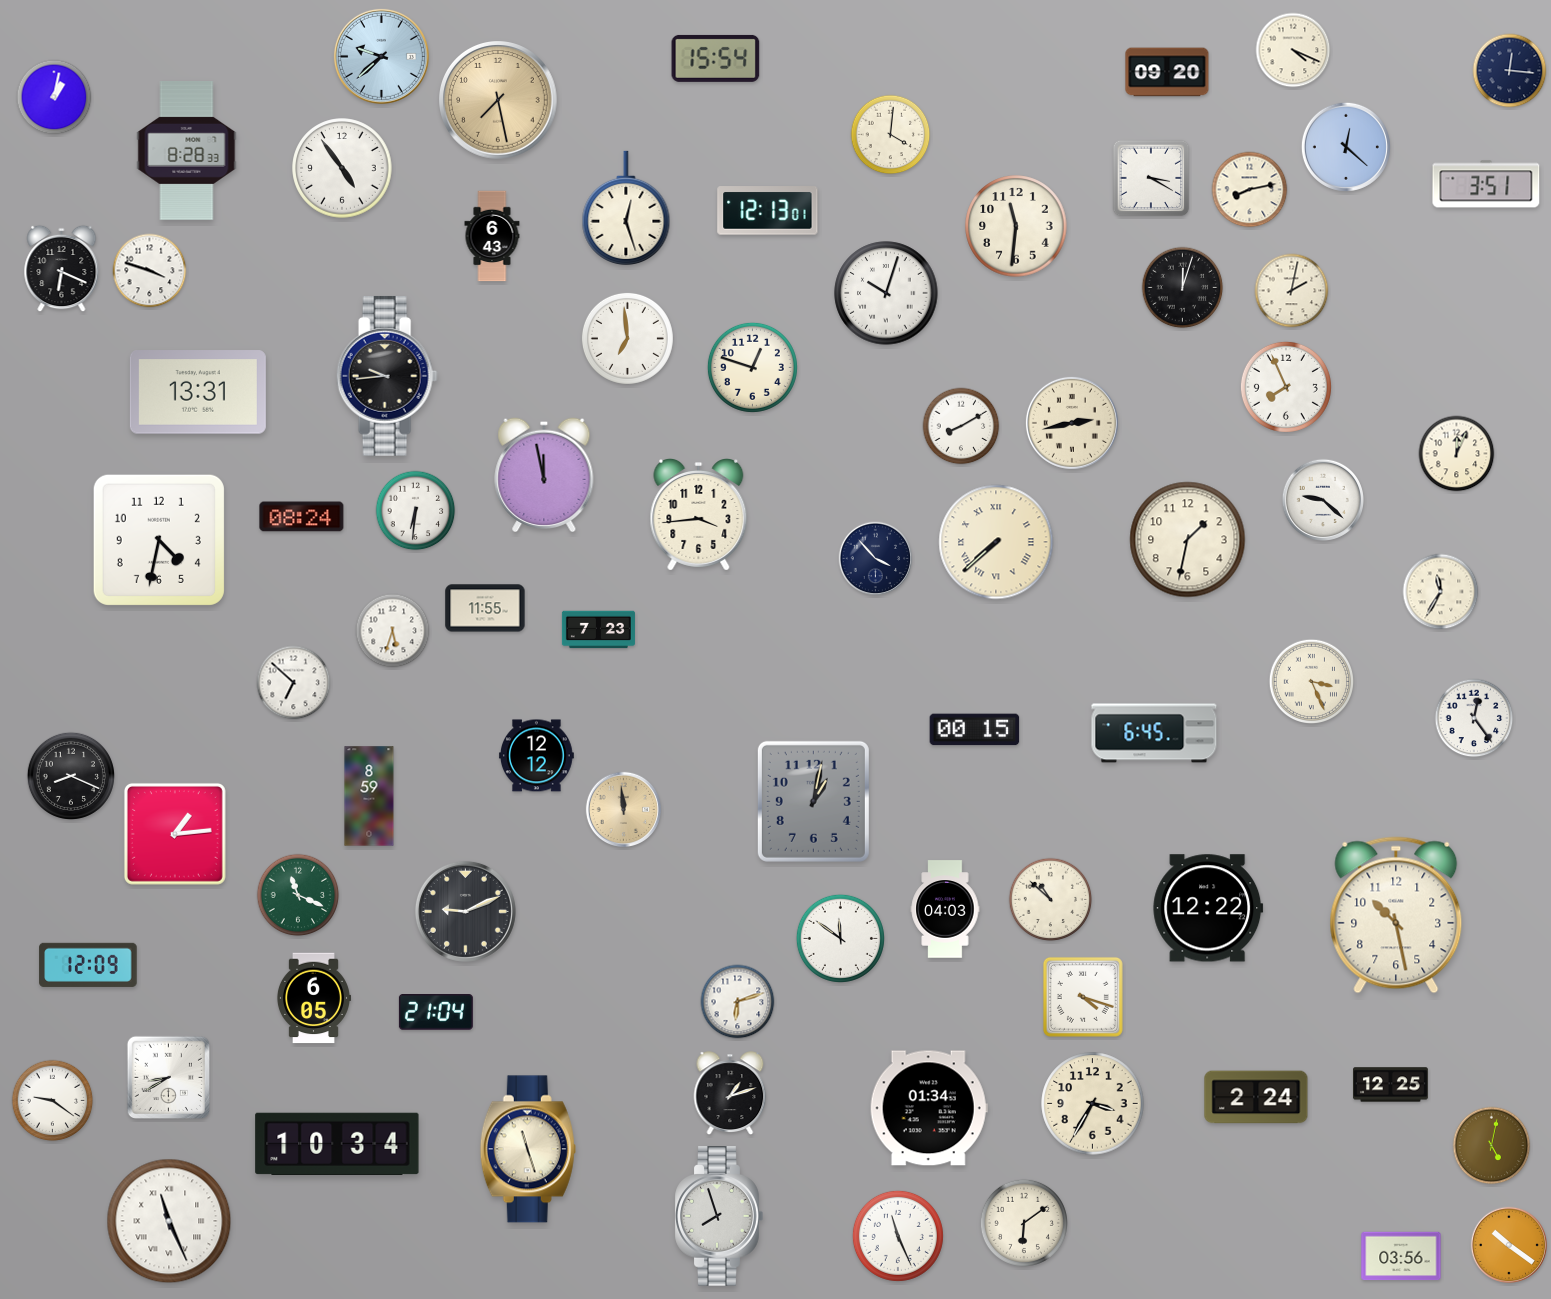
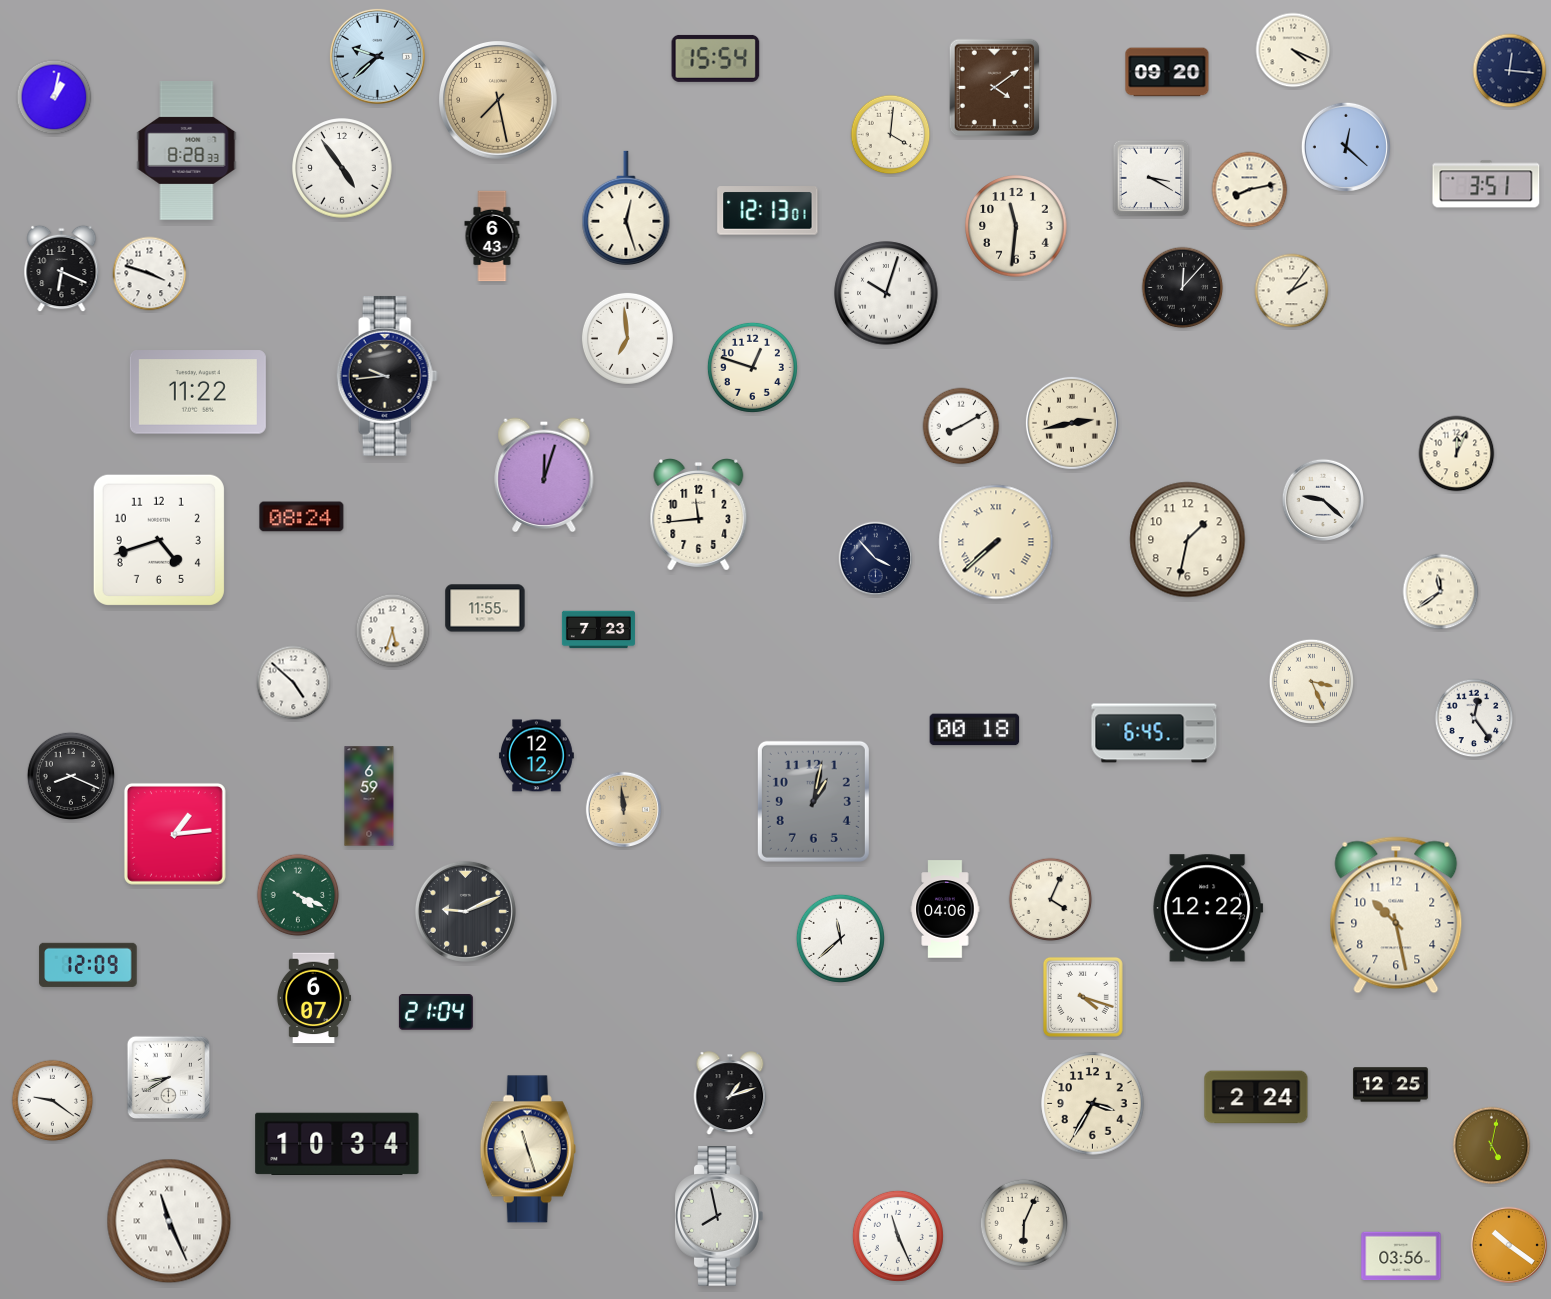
clock at (381, 56) position: (381, 56) -> (377, 56)
clock at (995, 88): none -> 4:09
clock at (150, 271) position: (150, 271) -> (150, 274)
clock at (1183, 288): 12:03 -> 12:07
clock at (1292, 291): 2:02 -> 2:06
clock at (1286, 387): 7:56 -> none
clock at (198, 392): 13:31 -> 11:22
clock at (544, 474): 11:58 -> 12:03
clock at (416, 511): 6:31 -> none
clock at (699, 515): 3:44 -> 11:44
clock at (159, 540): 4:32 -> 4:42
clock at (1441, 592): 11:35 -> 11:39
clock at (294, 683): 6:52 -> 4:52
clock at (975, 730): 00:15 -> 00:18
clock at (369, 796): 8:59 -> 6:59
clock at (298, 895): 11:19 -> 4:19
clock at (1051, 900): 10:52 -> 4:04
clock at (945, 909): 04:03 -> 04:06
clock at (840, 938): 11:51 -> 11:38
clock at (313, 998): 6:05 -> 6:07
clock at (738, 1002): 6:12 -> none
clock at (929, 1108): 01:34 -> none
clock at (719, 1216): 7:57 -> 7:58
clock at (1024, 1223): 6:09 -> 6:04
